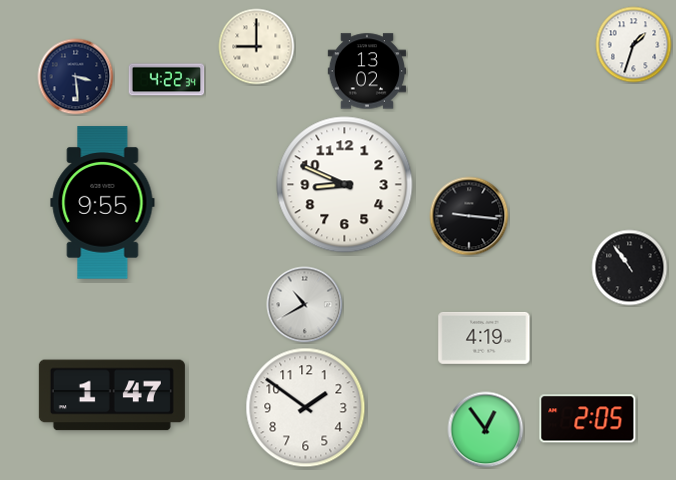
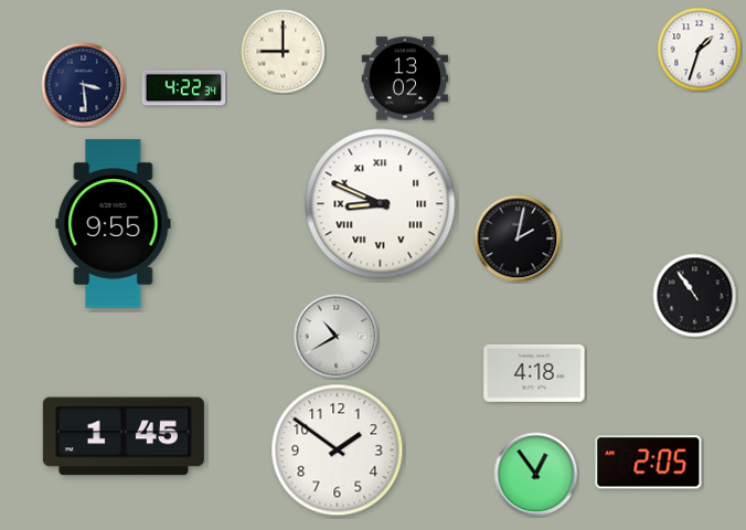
clock at (345, 185) numerals: Arabic -> Roman
clock at (469, 216): 9:16 -> 2:02
clock at (484, 338): 4:19 -> 4:18
clock at (112, 395): 1:47 -> 1:45
